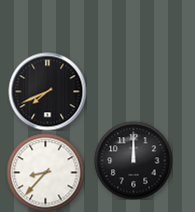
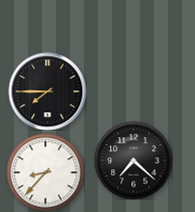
clock at (47, 91): 7:41 -> 7:45
clock at (133, 160): 12:00 -> 7:22
